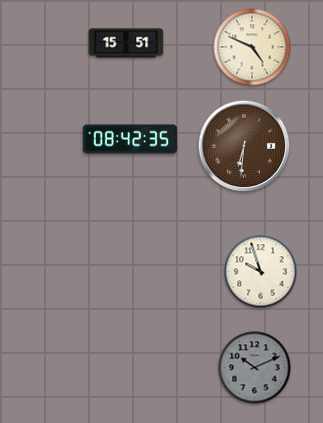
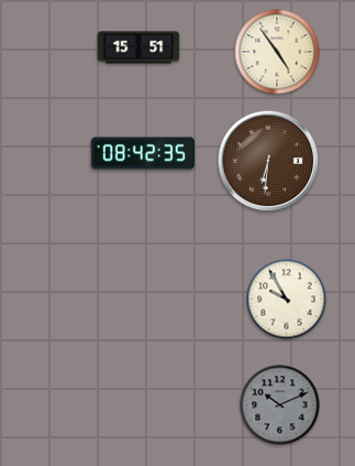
clock at (252, 47): 4:49 -> 4:54
clock at (261, 272): 9:57 -> 9:55
